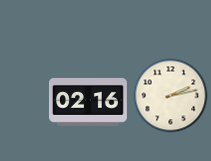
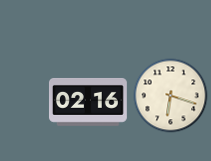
clock at (171, 96): 2:13 -> 6:18
